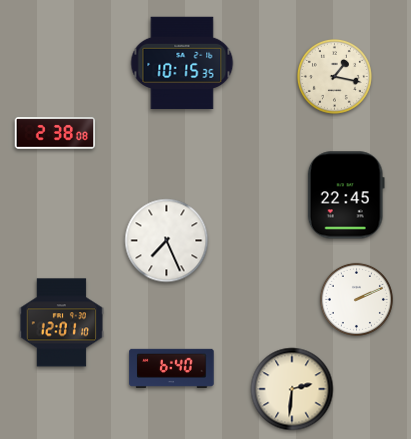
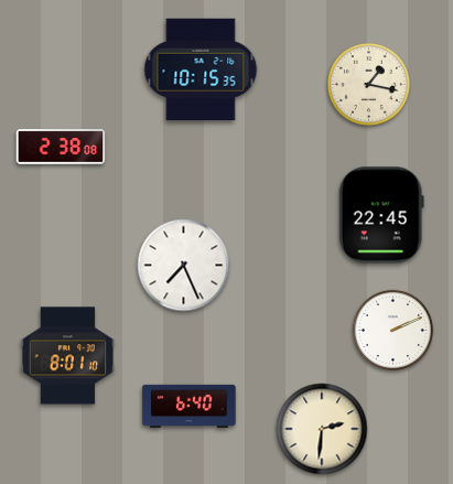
clock at (61, 323): 12:01 -> 8:01
